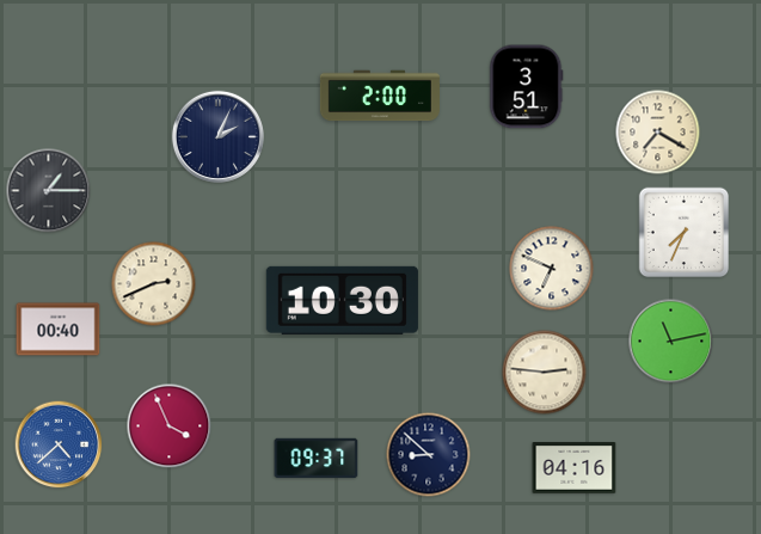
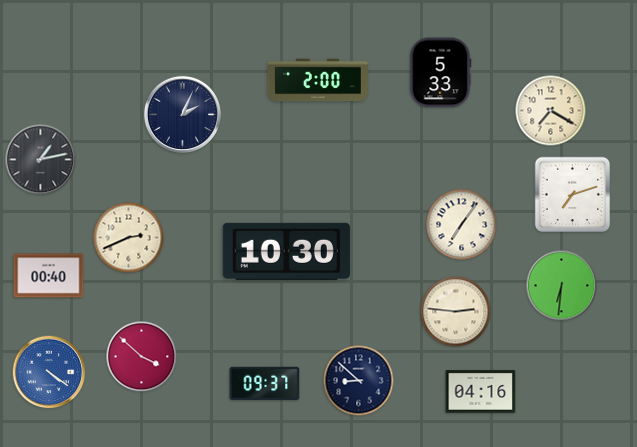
clock at (527, 87): 3:51 -> 5:33
clock at (49, 191): 1:15 -> 1:13
clock at (685, 233): 7:34 -> 7:12
clock at (552, 269): 6:49 -> 7:06
clock at (671, 342): 11:13 -> 6:31
clock at (170, 426): 3:56 -> 3:52
clock at (59, 444): 4:38 -> 4:21
